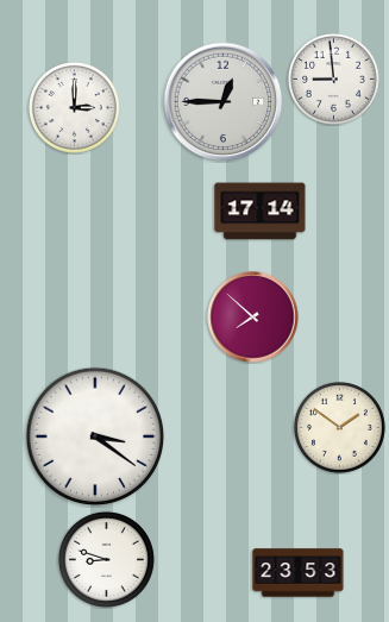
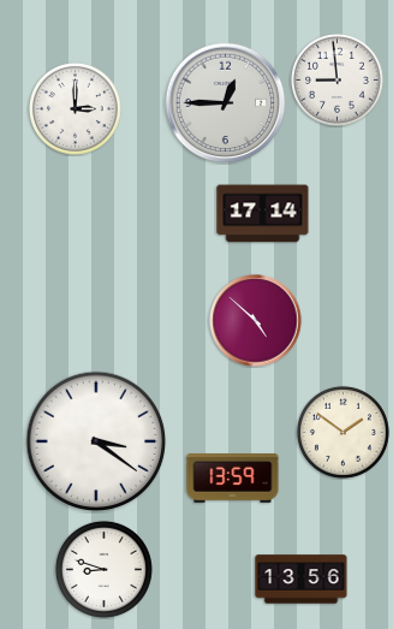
clock at (253, 318): 7:52 -> 4:52
clock at (233, 479): none -> 13:59
clock at (106, 559) position: (106, 559) -> (103, 569)
clock at (299, 573): 23:53 -> 13:56
